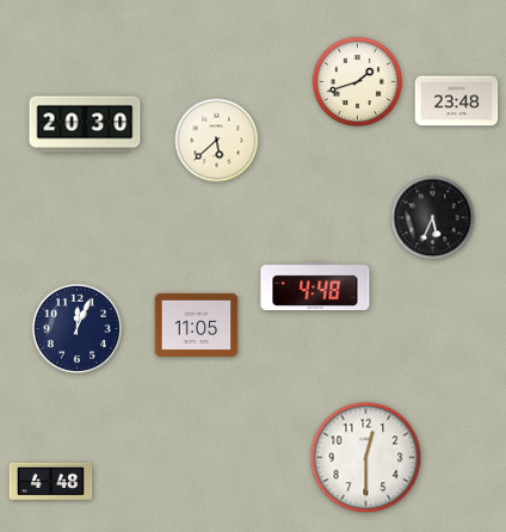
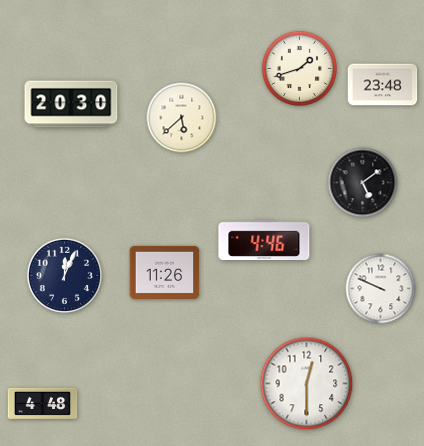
clock at (433, 218): 5:34 -> 5:09
clock at (315, 285): 4:48 -> 4:46
clock at (197, 324): 11:05 -> 11:26
clock at (381, 289): none -> 9:49
